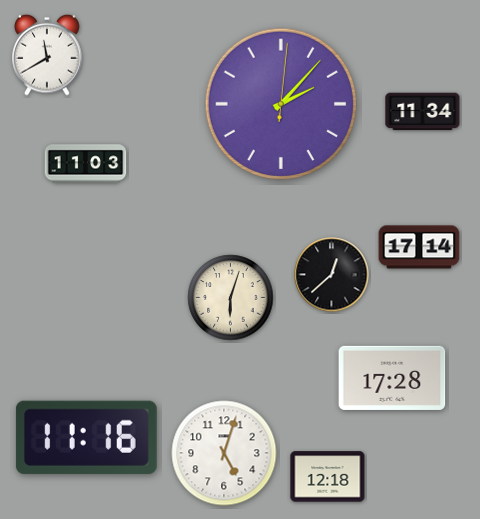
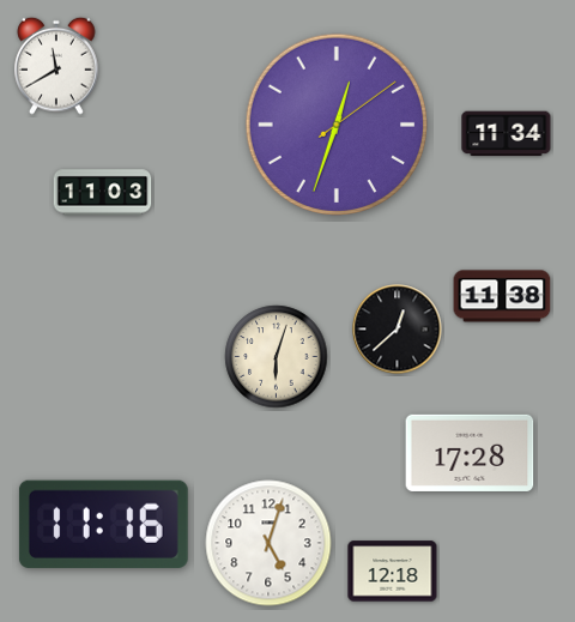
clock at (280, 103): 2:07 -> 12:33
clock at (86, 164) position: (86, 164) -> (103, 193)
clock at (419, 247): 17:14 -> 11:38
